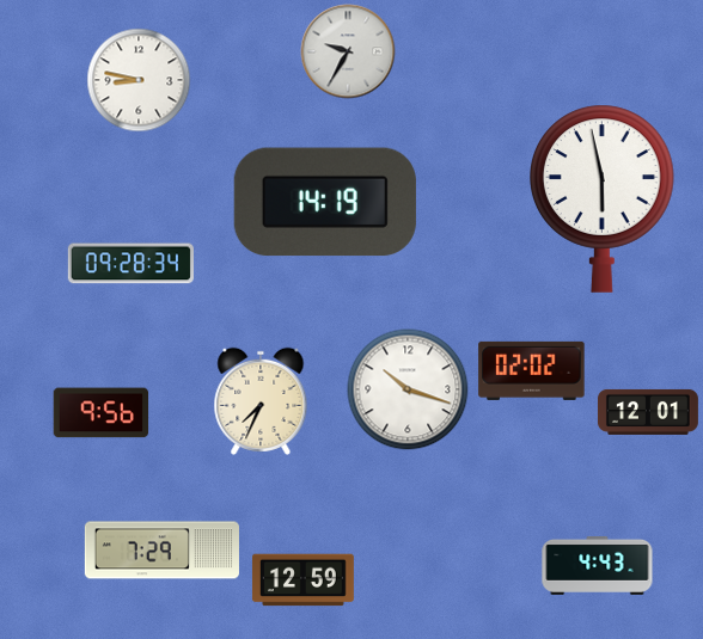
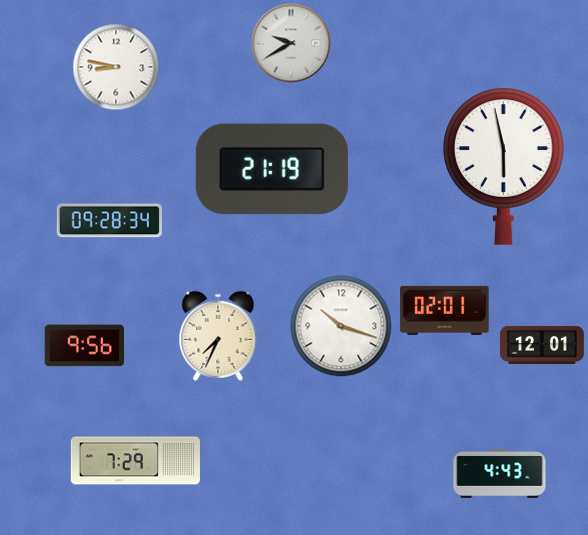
clock at (348, 51): 9:35 -> 9:40
clock at (325, 202): 14:19 -> 21:19
clock at (532, 370): 02:02 -> 02:01
clock at (302, 580): 12:59 -> none
